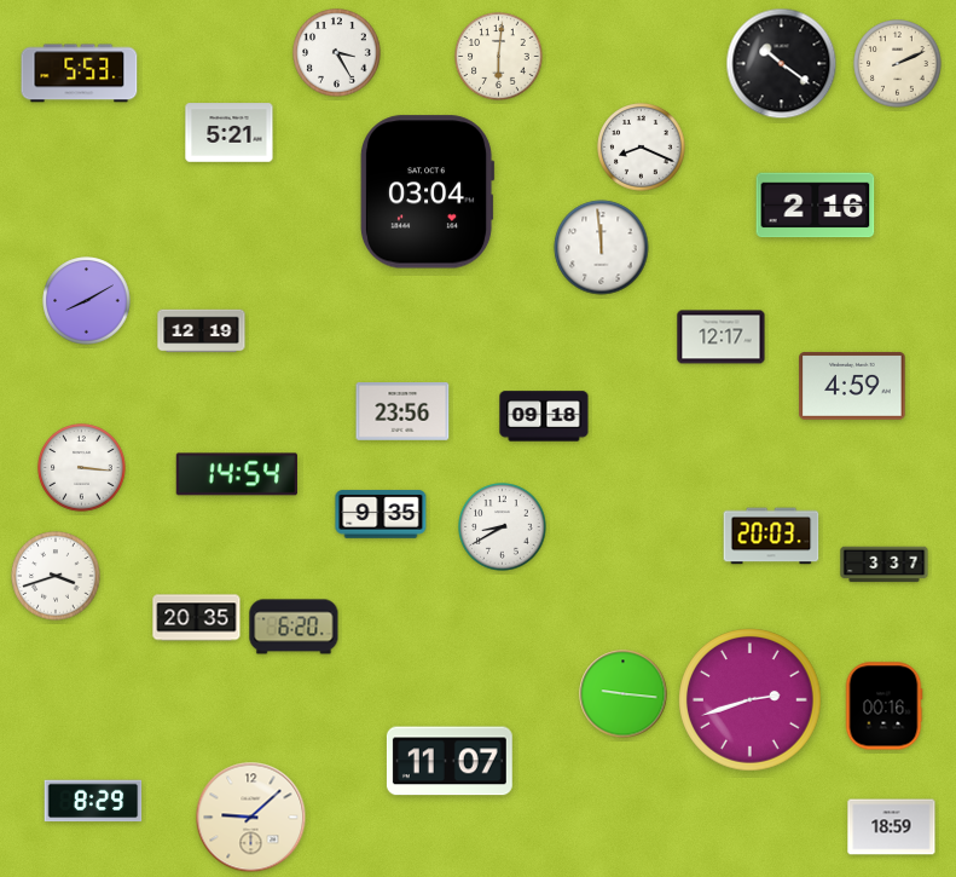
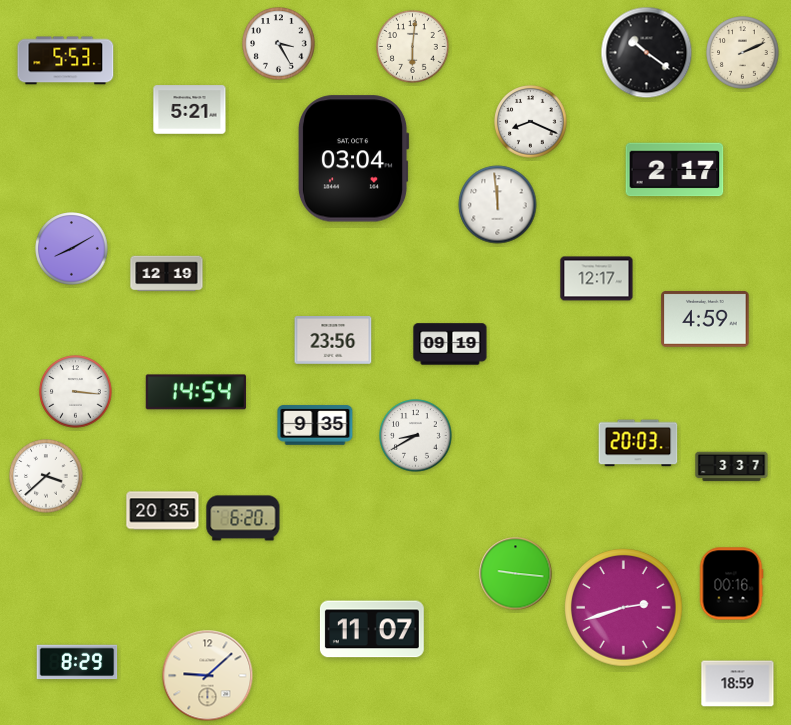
clock at (816, 206): 2:16 -> 2:17
clock at (544, 416): 09:18 -> 09:19
clock at (82, 468) position: (82, 468) -> (76, 392)
clock at (56, 576): 3:42 -> 3:38
clock at (751, 700) position: (751, 700) -> (624, 608)
